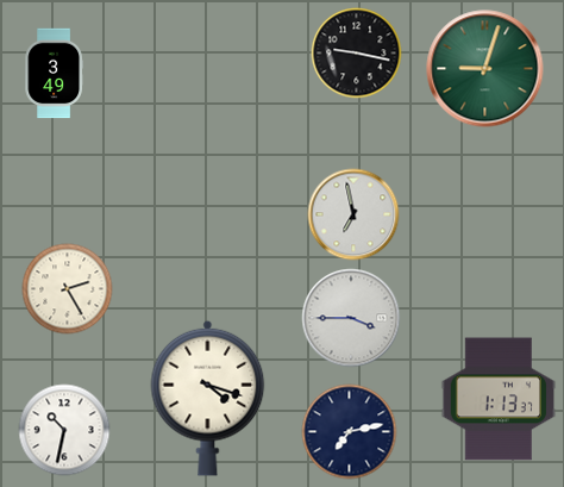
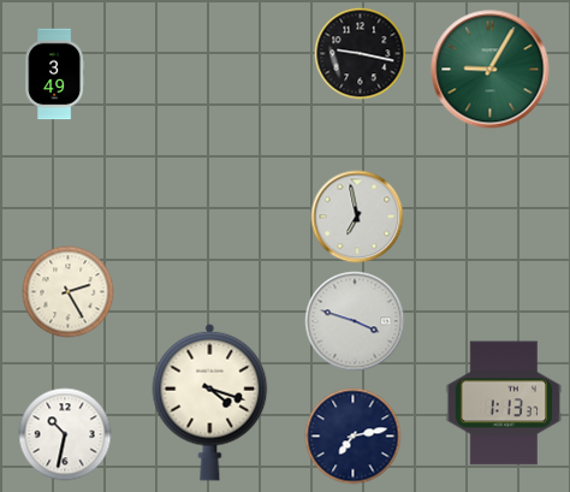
clock at (485, 69): 9:03 -> 9:05
clock at (351, 318): 3:45 -> 3:48
